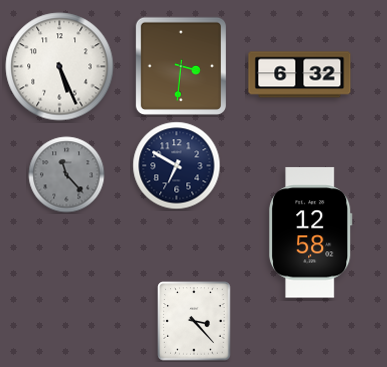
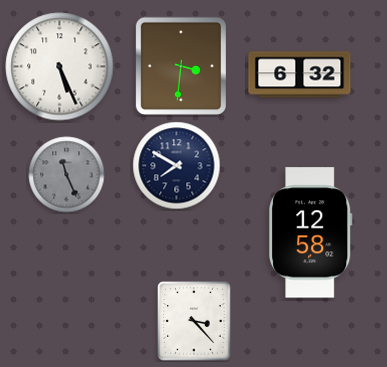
clock at (177, 166): 6:50 -> 7:50
clock at (67, 175): 11:23 -> 11:26
